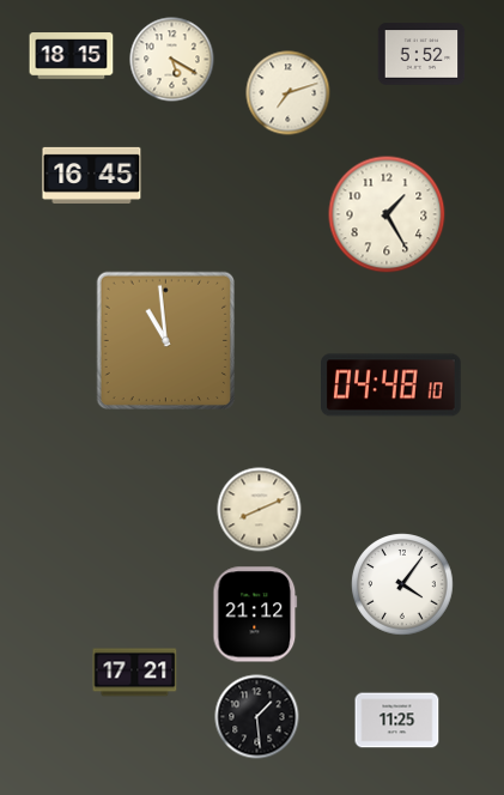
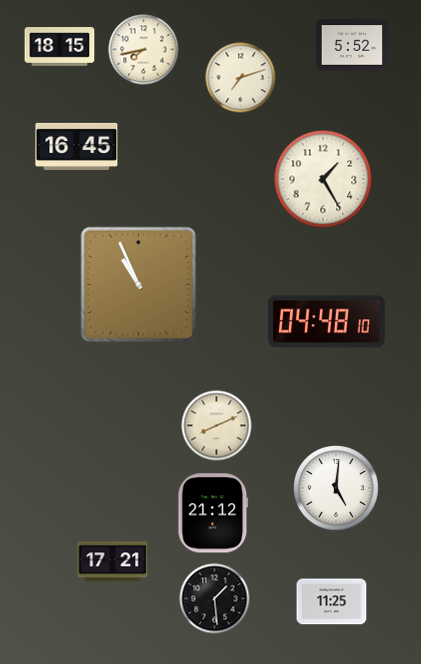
clock at (172, 60): 5:20 -> 7:43
clock at (165, 340): 10:59 -> 10:56
clock at (402, 584): 4:06 -> 5:01
